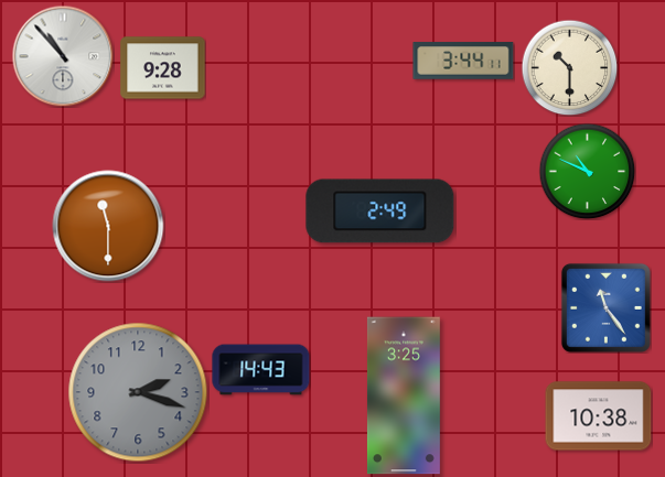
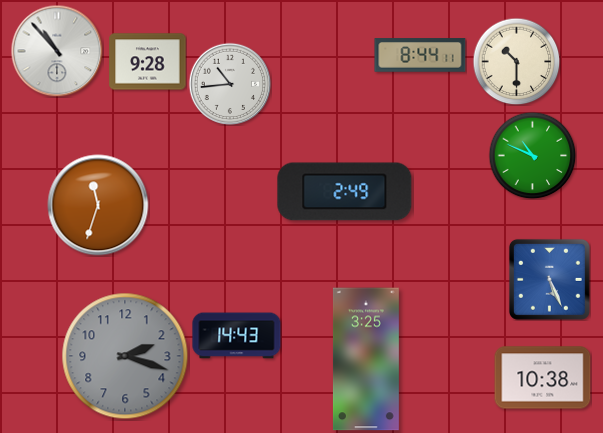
clock at (463, 61): 3:44 -> 8:44
clock at (229, 83): none -> 10:44
clock at (108, 226): 11:30 -> 11:33
clock at (605, 307): 11:24 -> 5:26
